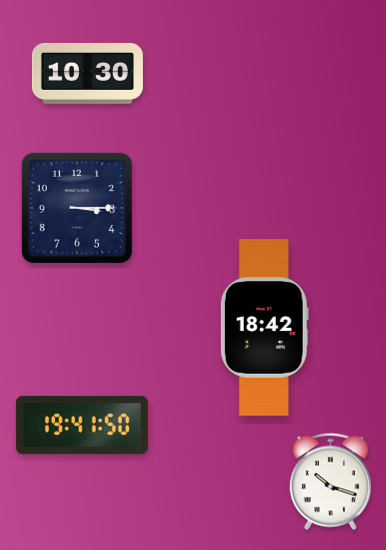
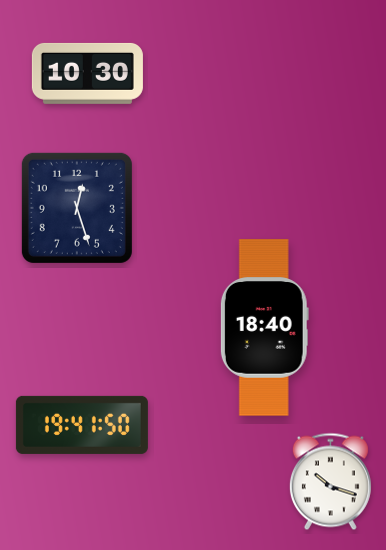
clock at (77, 208): 3:15 -> 12:27
clock at (264, 328): 18:42 -> 18:40
